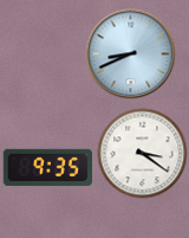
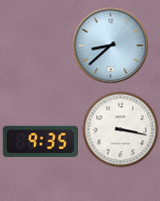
clock at (131, 54): 8:41 -> 8:38
clock at (143, 154): 3:21 -> 3:17
